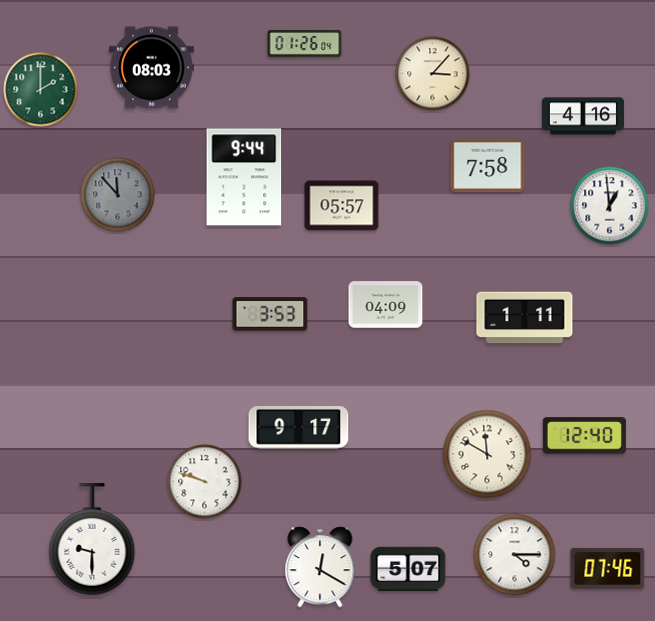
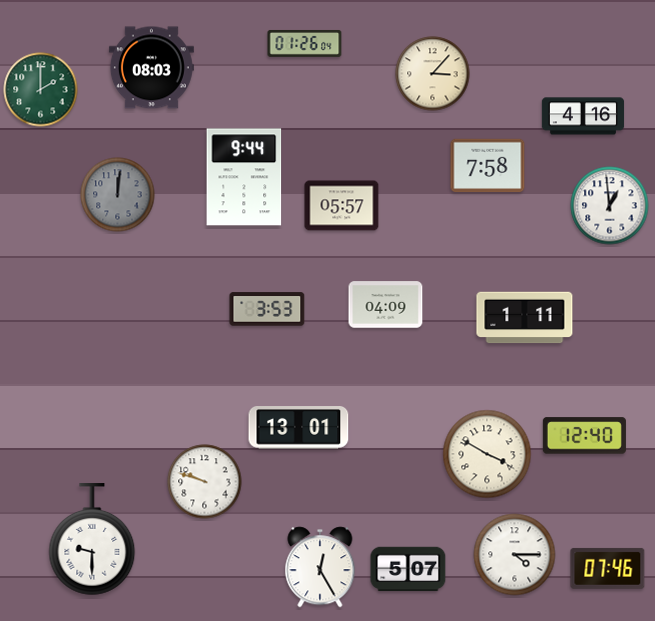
clock at (118, 195): 11:53 -> 12:01
clock at (270, 314) position: (270, 314) -> (267, 309)
clock at (299, 428): 9:17 -> 13:01
clock at (487, 454): 11:50 -> 3:50
clock at (320, 567): 12:20 -> 12:25
